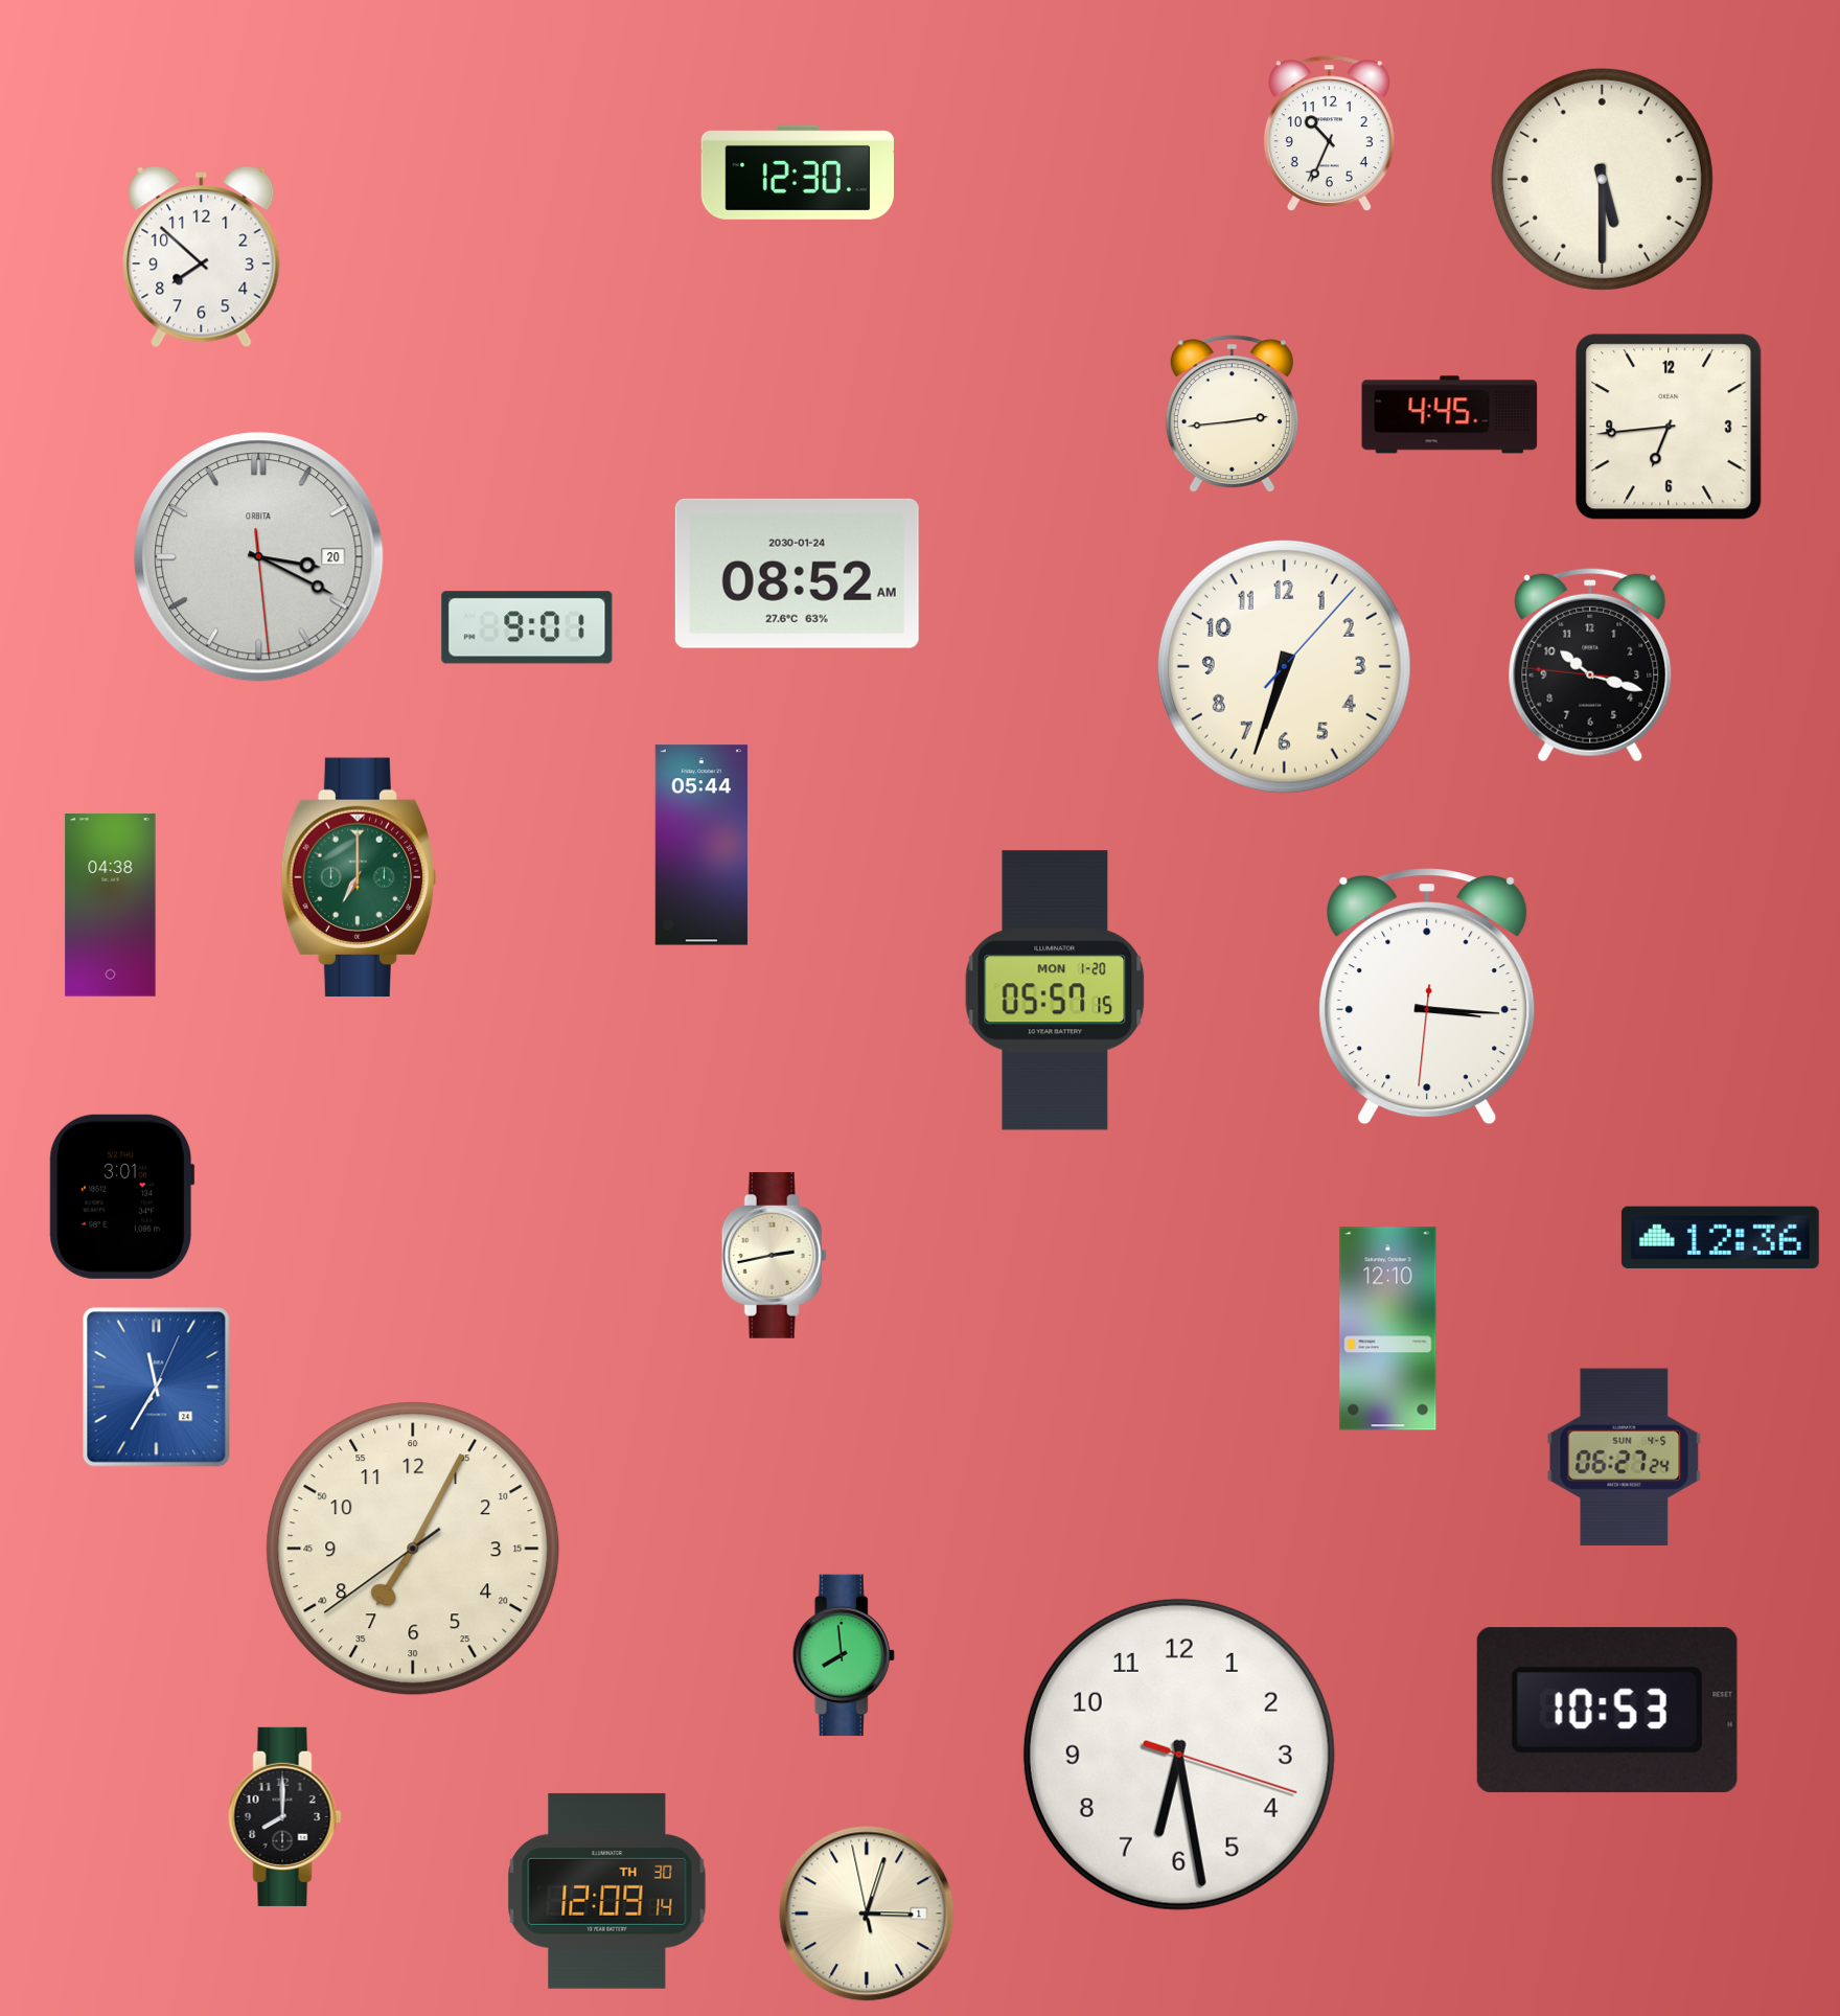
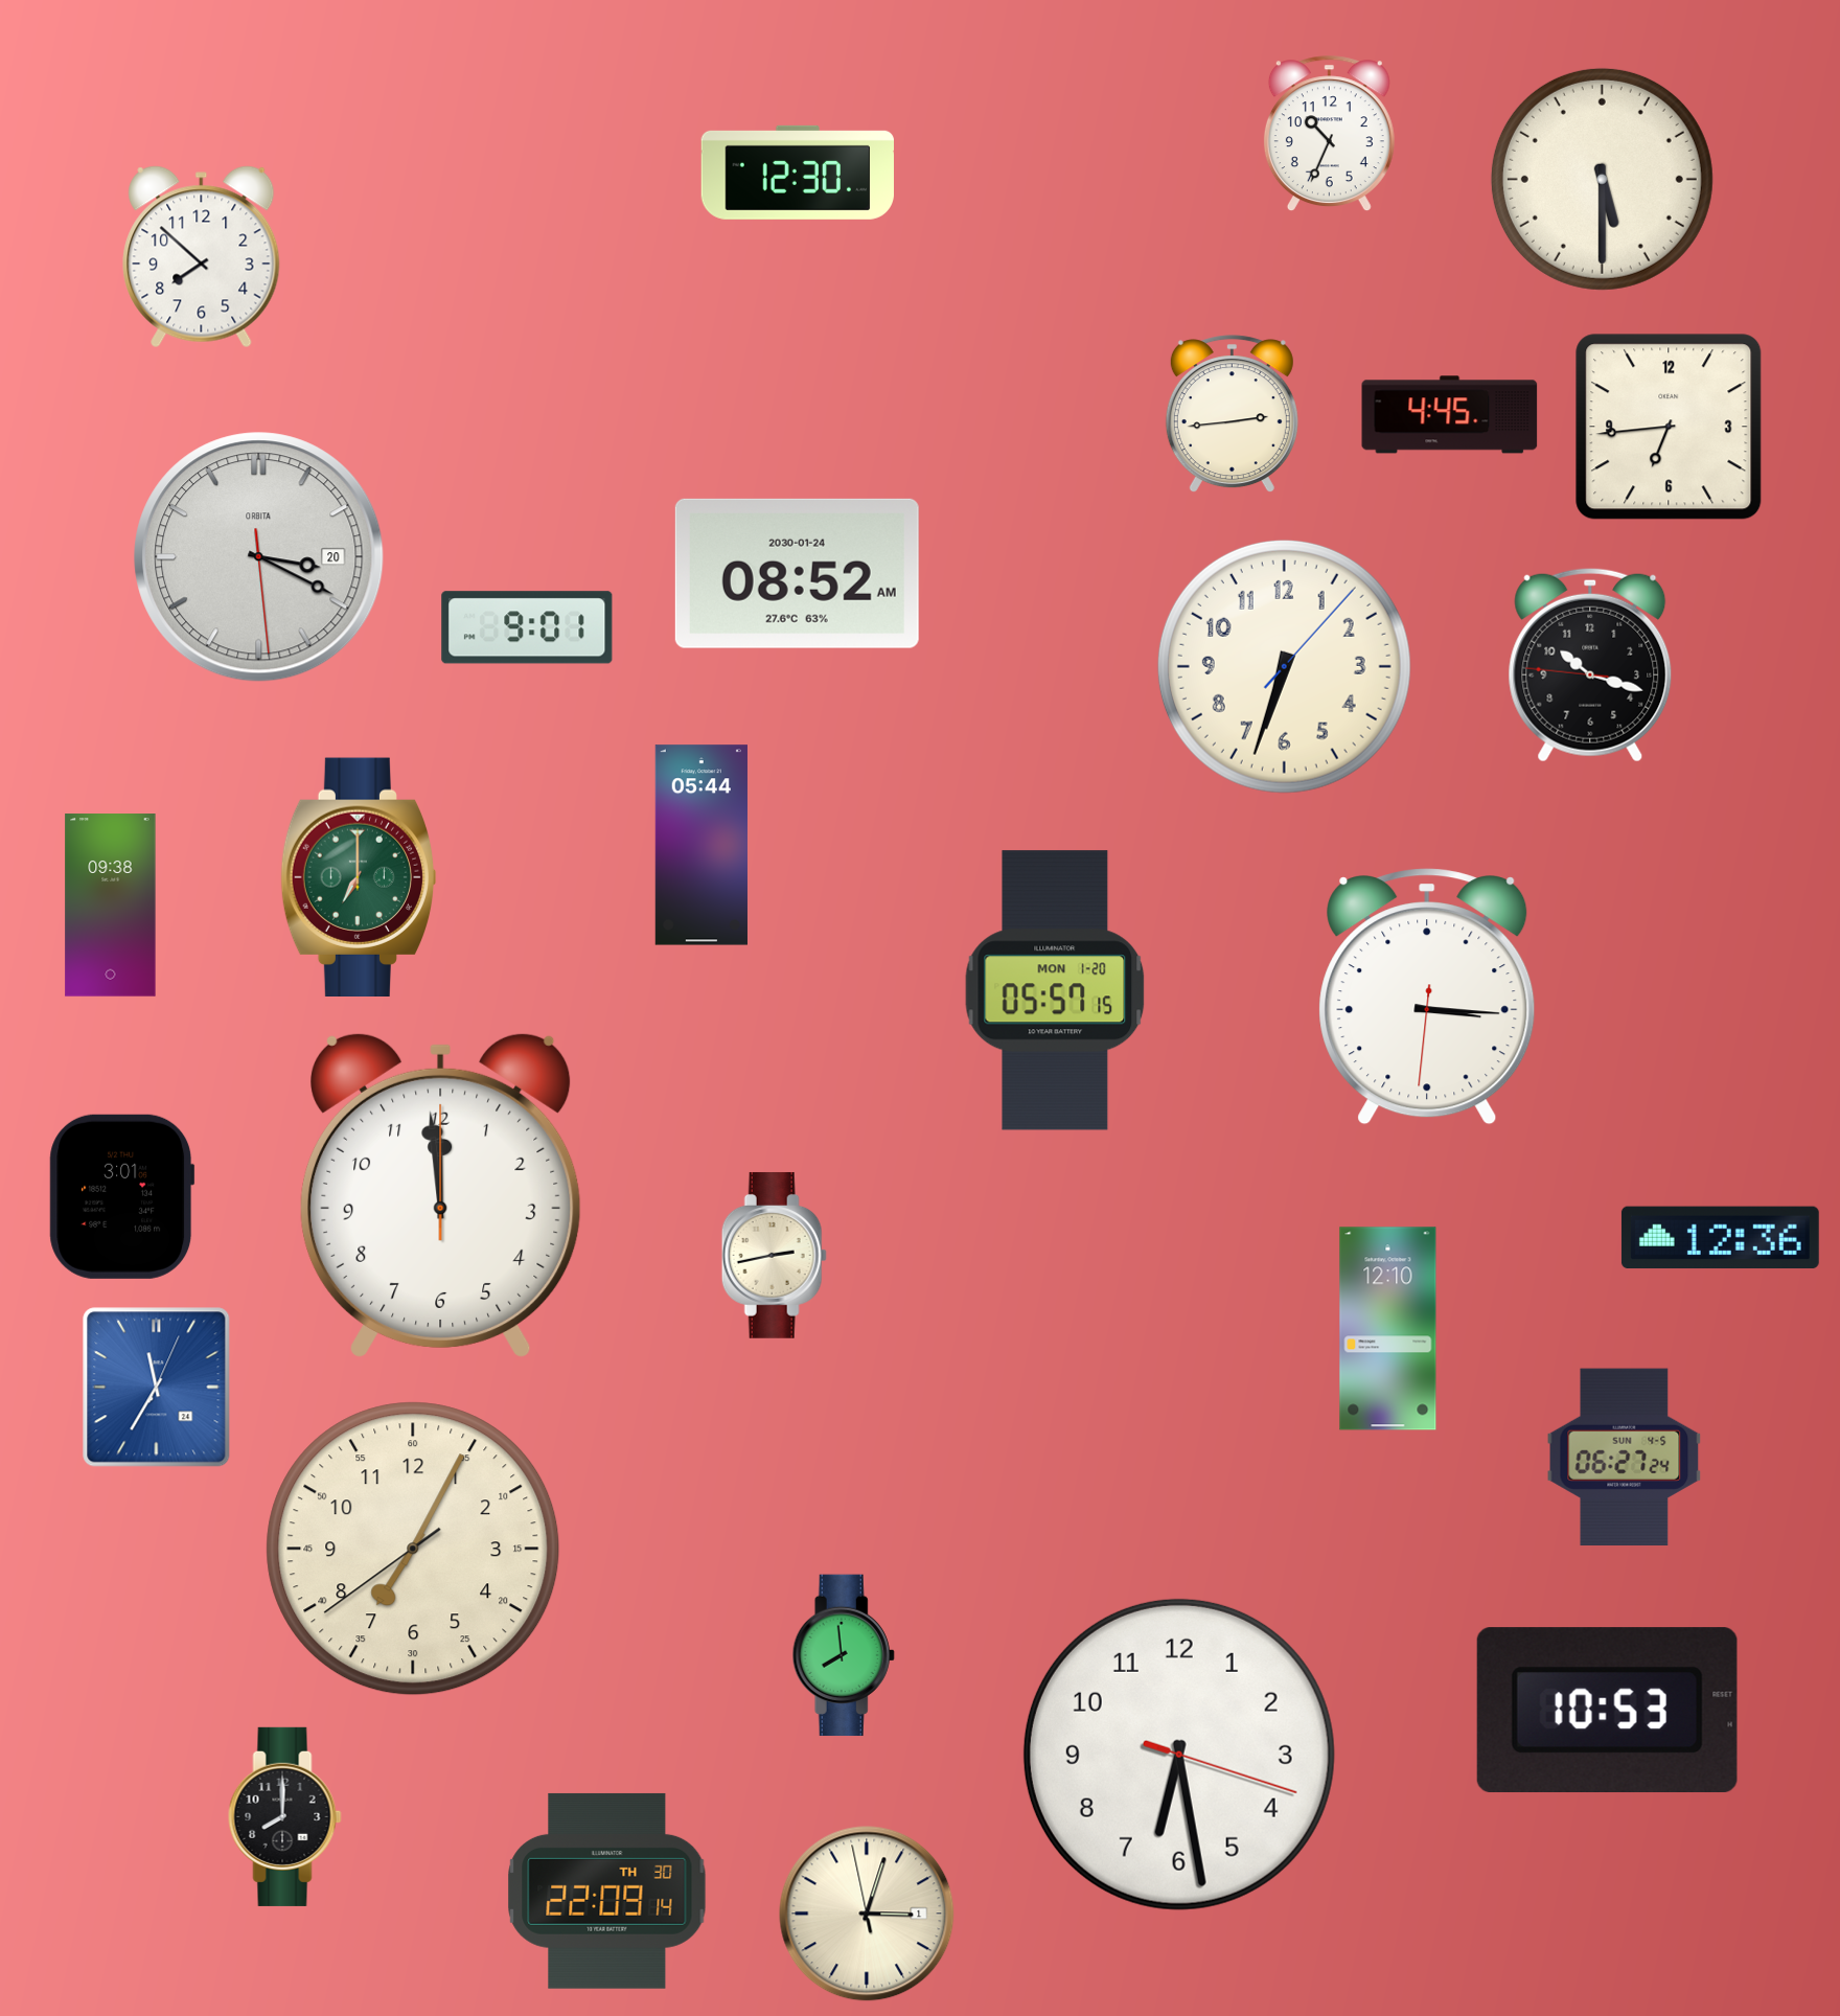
clock at (111, 906): 04:38 -> 09:38
clock at (441, 1195): none -> 11:59
clock at (607, 1891): 12:09 -> 22:09
